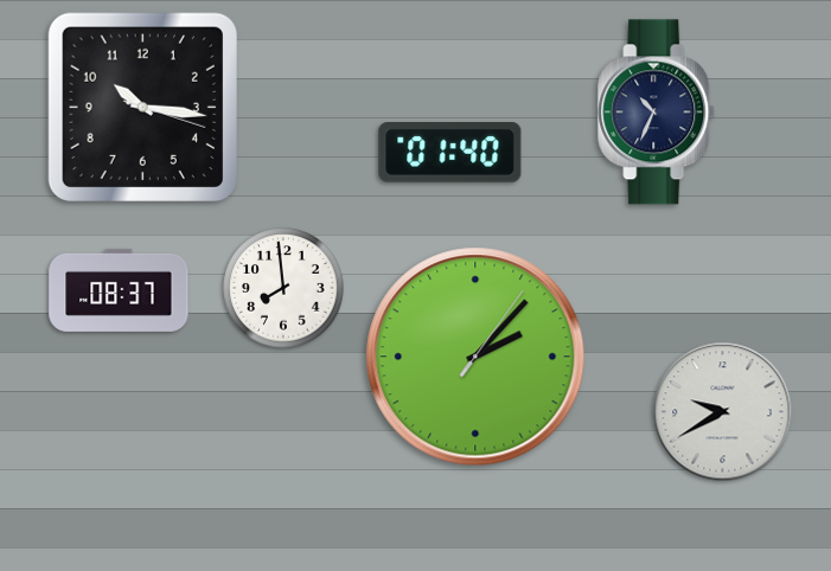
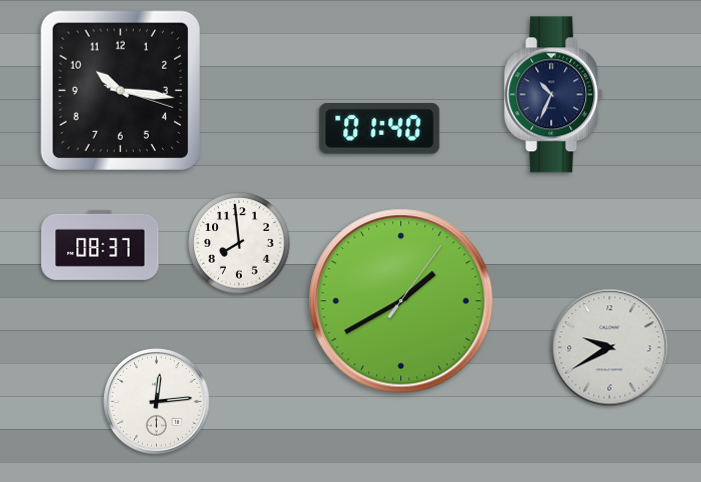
clock at (475, 357): 2:07 -> 1:40
clock at (157, 402): none -> 12:14
